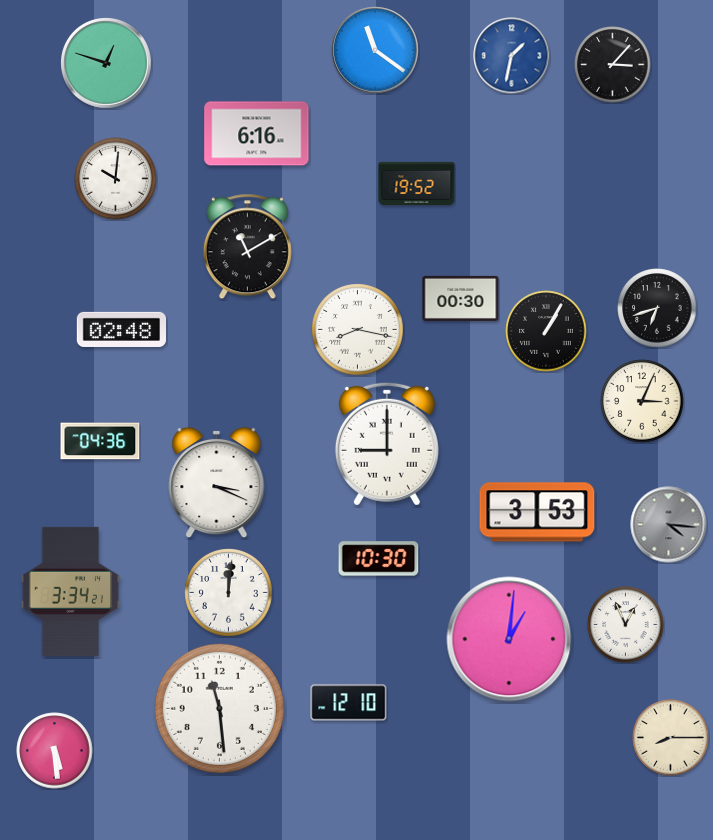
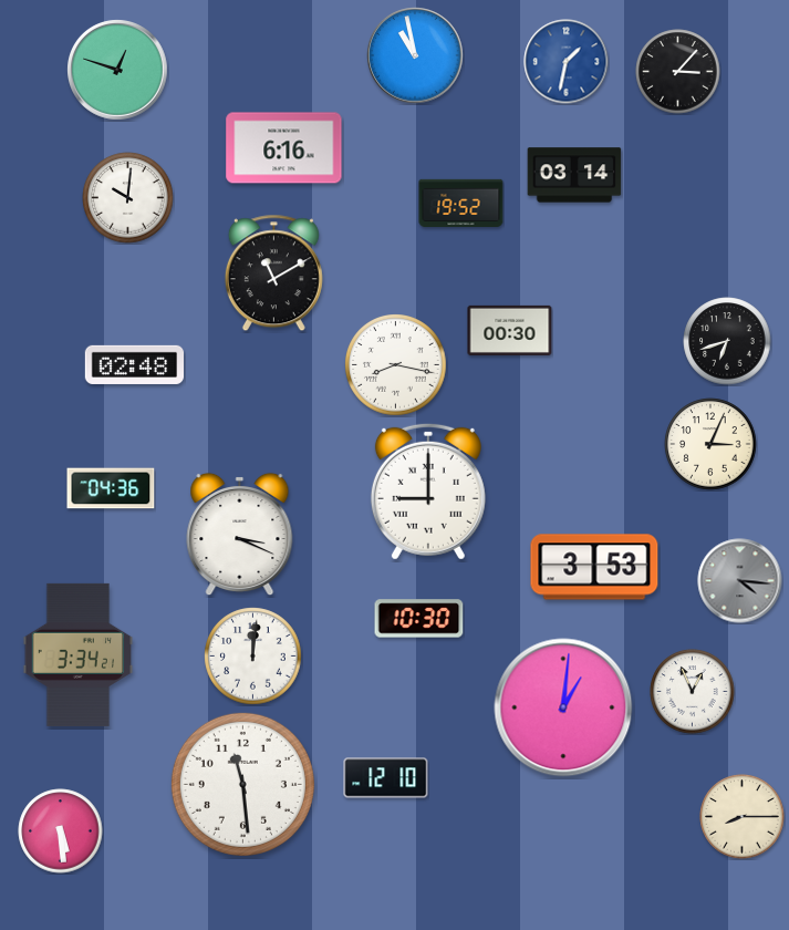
clock at (375, 50): 11:21 -> 10:58
clock at (574, 175): none -> 03:14
clock at (546, 331): 1:05 -> none
